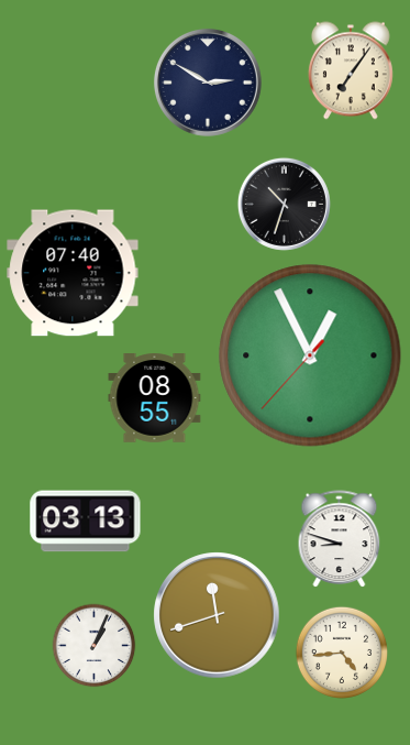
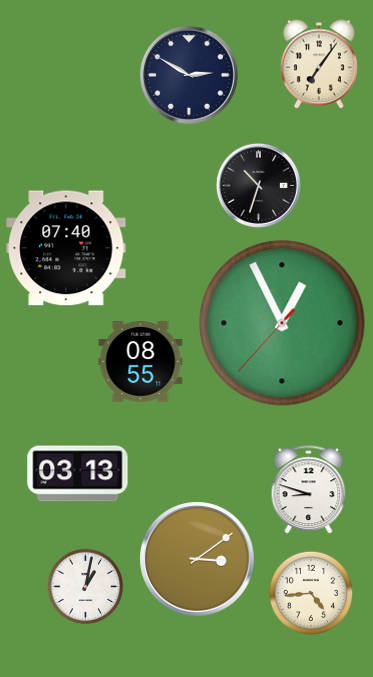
clock at (217, 615): 11:42 -> 3:09
clock at (95, 646): 1:04 -> 1:02
